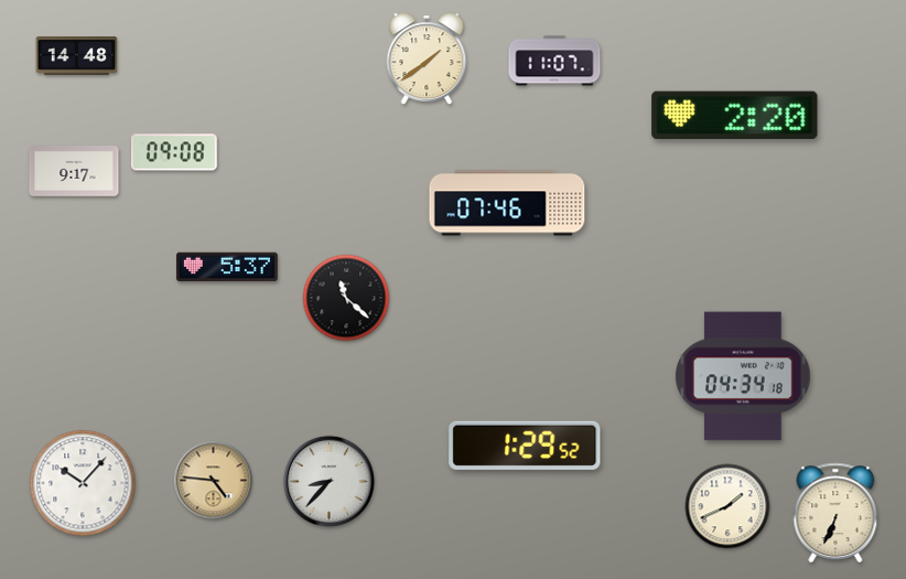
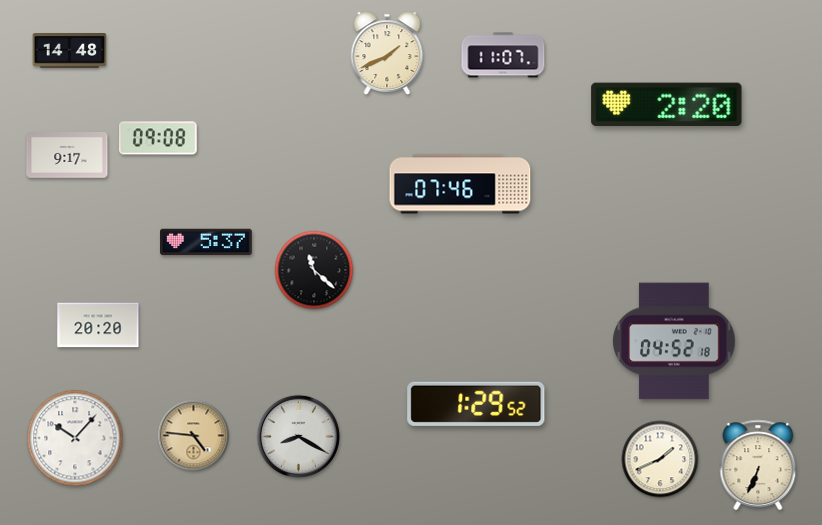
clock at (427, 58): 1:39 -> 1:41
clock at (98, 325): none -> 20:20
clock at (743, 376): 04:34 -> 04:52
clock at (328, 481): 8:37 -> 8:20
